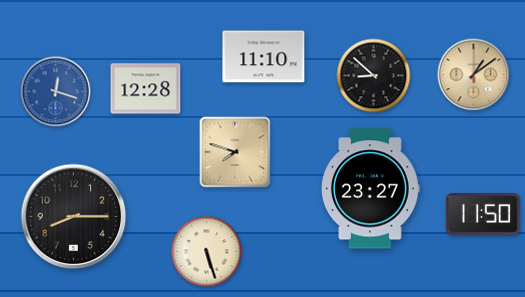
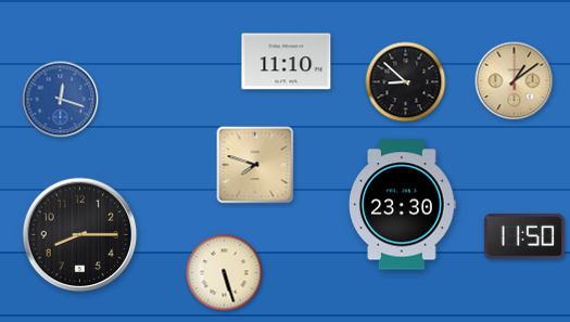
clock at (146, 89): 12:28 -> none
clock at (371, 189): 23:27 -> 23:30
clock at (483, 215) position: (483, 215) -> (524, 237)
